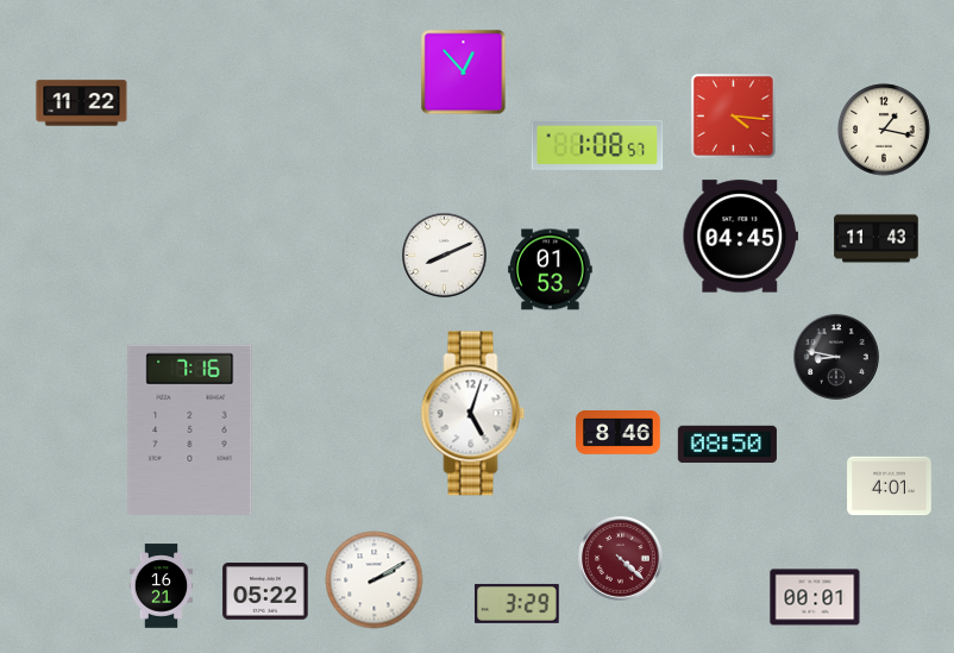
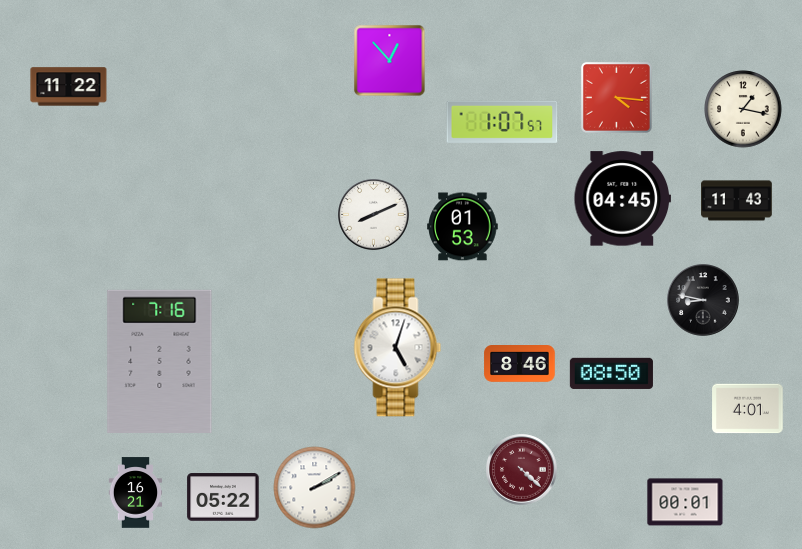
clock at (597, 145): 1:08 -> 1:07
clock at (517, 603): 3:29 -> none
